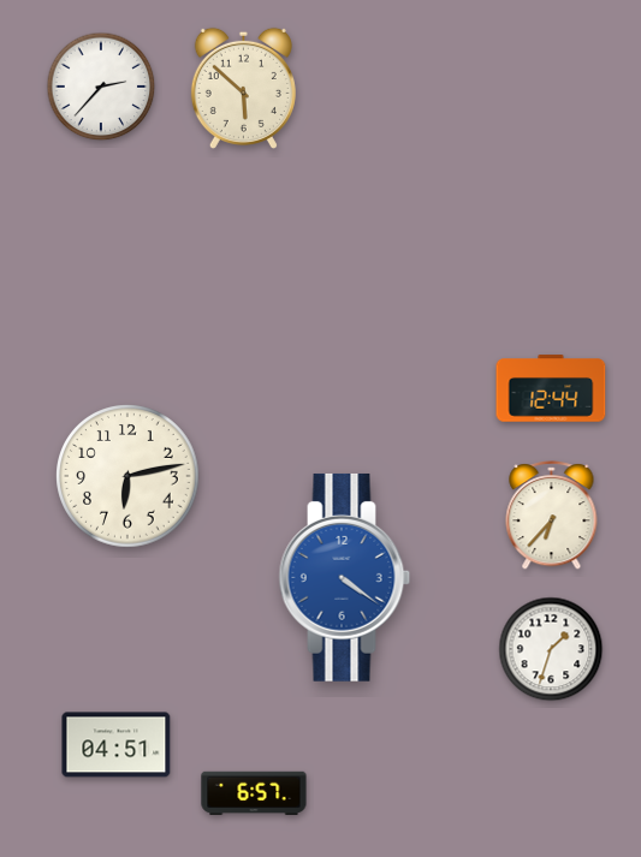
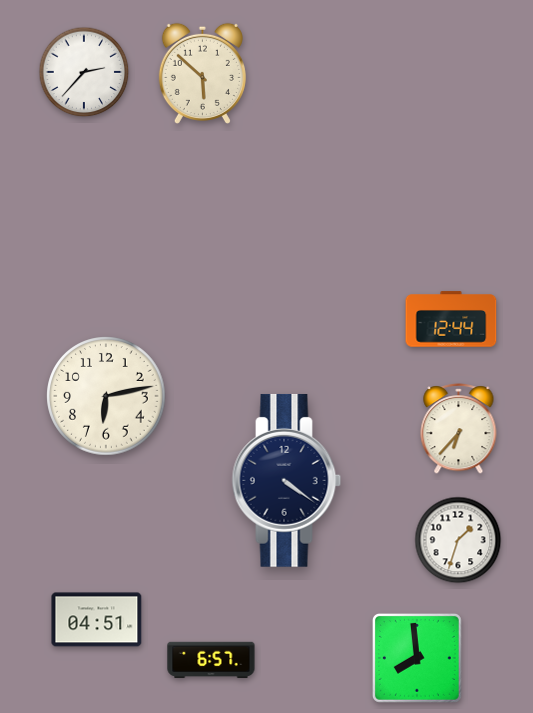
clock at (551, 388) position: (551, 388) -> (451, 319)
clock at (345, 577) dial: blue -> navy
clock at (417, 658): none -> 7:59
